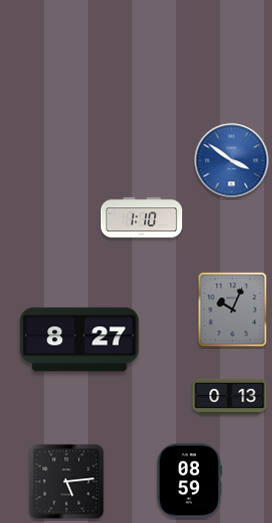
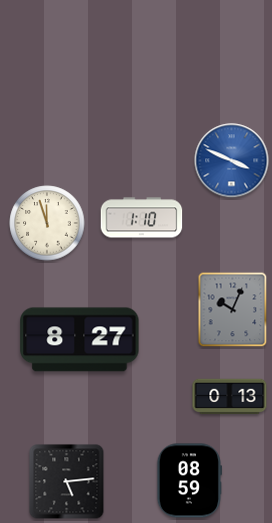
clock at (232, 161): 3:51 -> 3:49
clock at (47, 223): none -> 11:57
